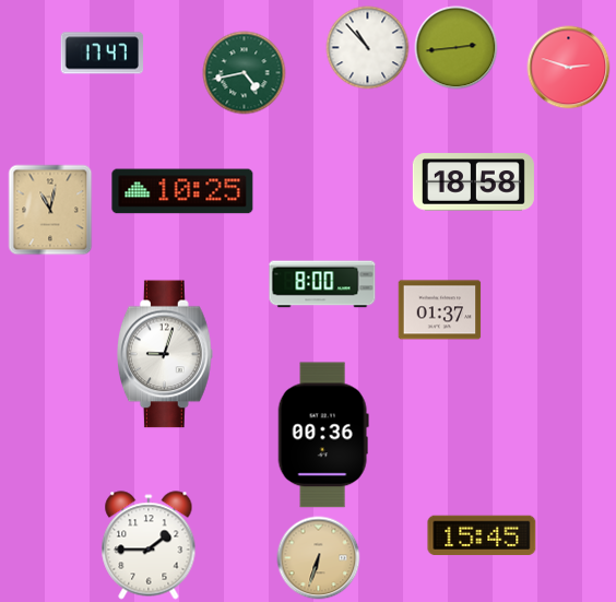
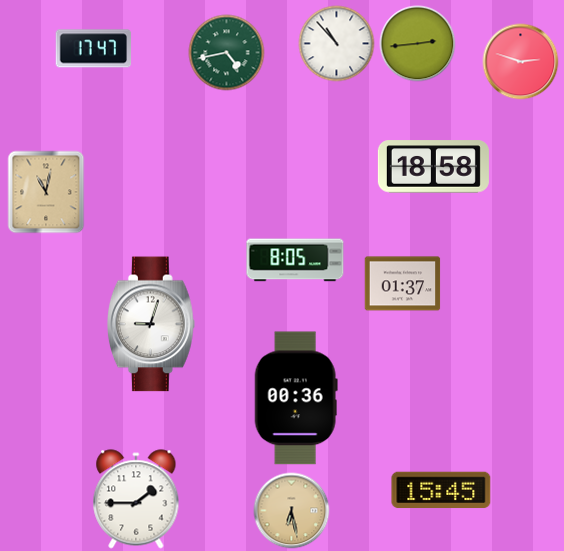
clock at (245, 73) position: (245, 73) -> (227, 53)
clock at (182, 191): 10:25 -> none
clock at (322, 284): 8:00 -> 8:05
clock at (319, 558): 6:33 -> 6:28
